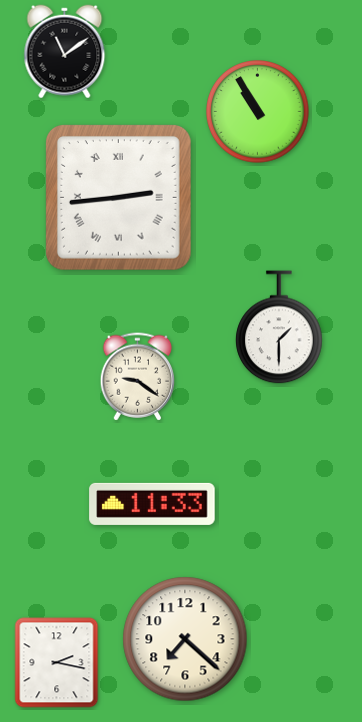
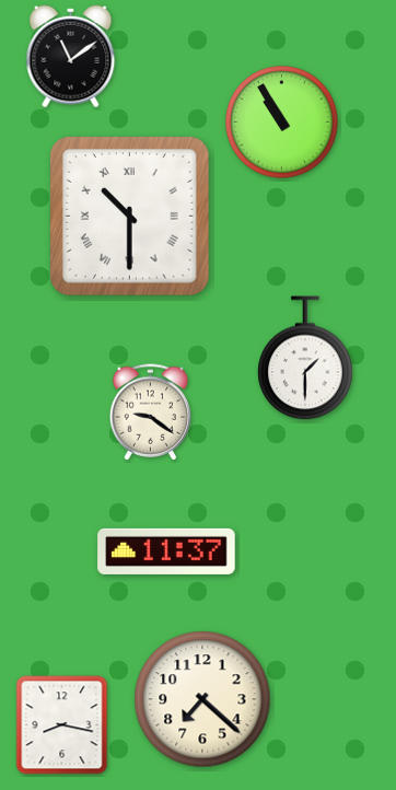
clock at (119, 198): 2:44 -> 10:30
clock at (152, 504): 11:33 -> 11:37
clock at (57, 663): 2:17 -> 8:17
